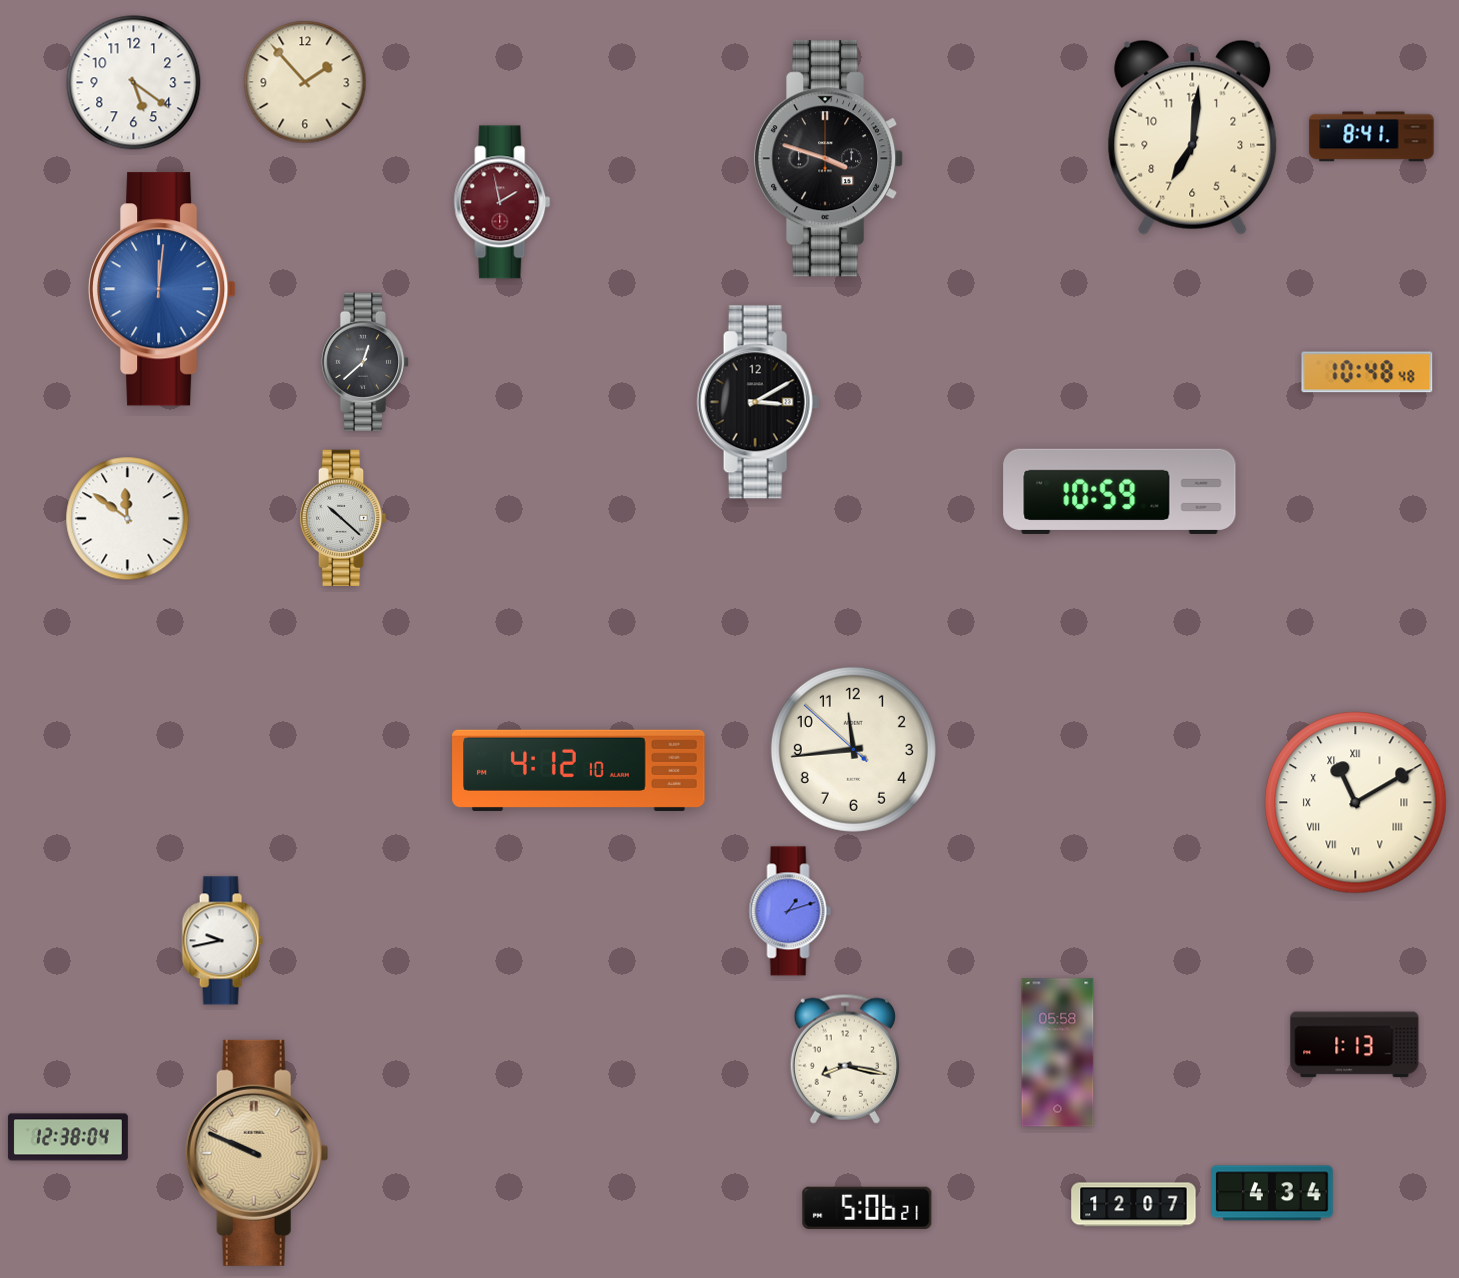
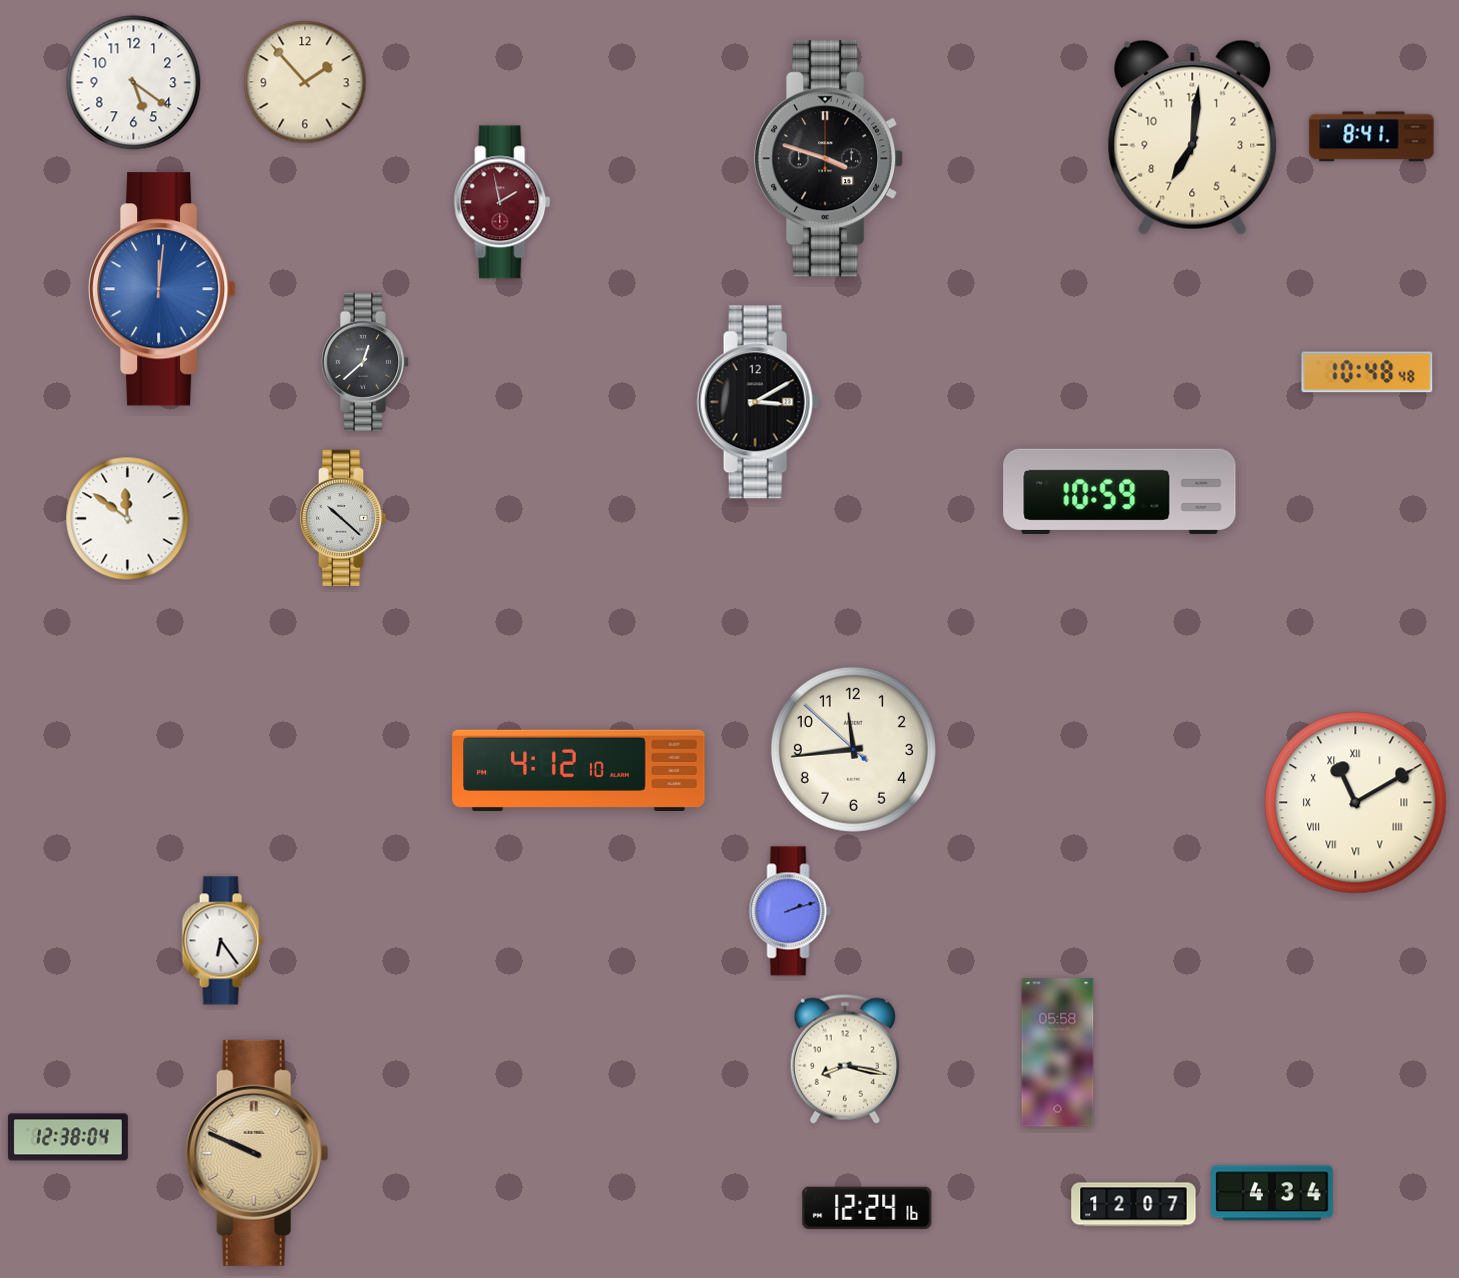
clock at (790, 911): 1:12 -> 2:12
clock at (222, 941): 9:43 -> 6:24
clock at (1355, 1045): 1:13 -> none
clock at (867, 1208): 5:06 -> 12:24
